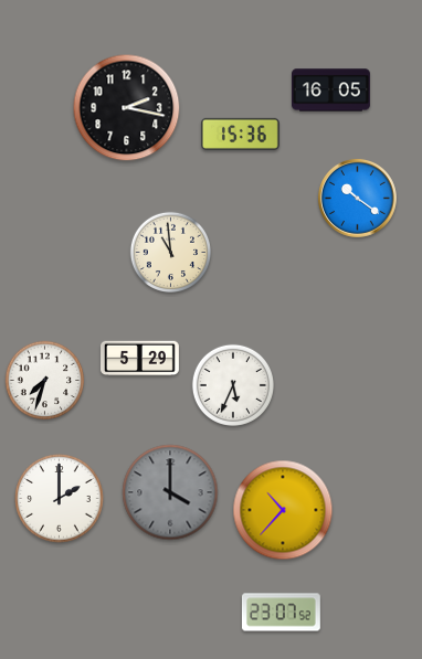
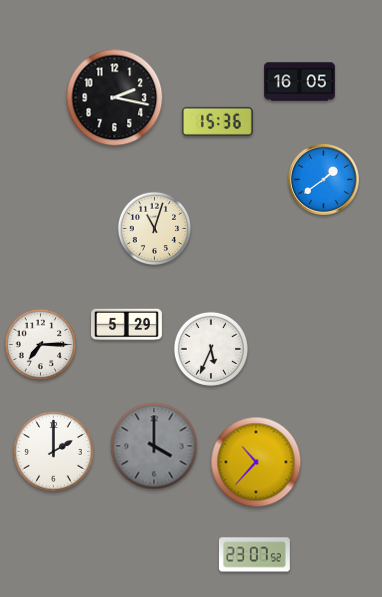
clock at (358, 199): 10:21 -> 1:39
clock at (170, 252): 10:59 -> 11:03
clock at (45, 381): 7:33 -> 7:15
